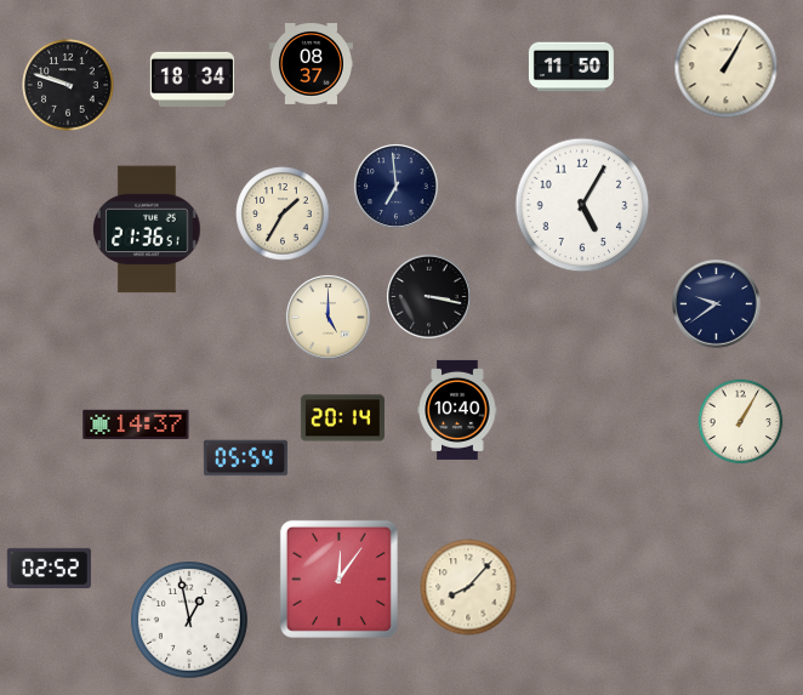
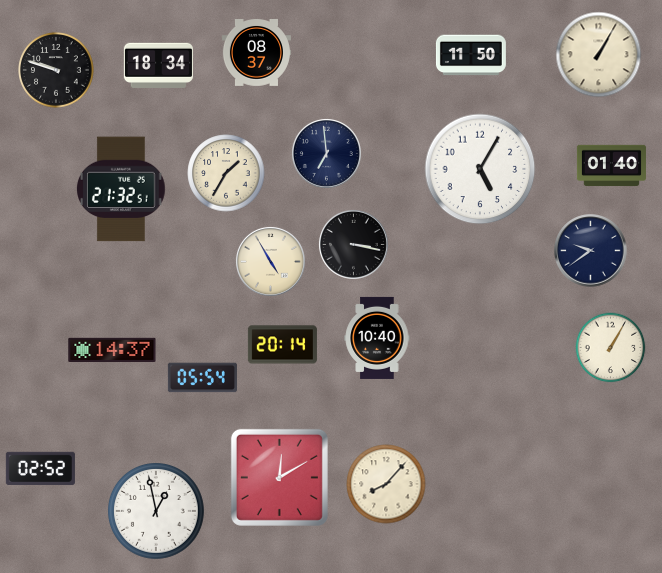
clock at (611, 166): none -> 01:40
clock at (283, 213) position: (283, 213) -> (226, 173)
clock at (148, 229): 21:36 -> 21:32
clock at (328, 317): 5:00 -> 4:55
clock at (338, 579): 12:06 -> 12:10
